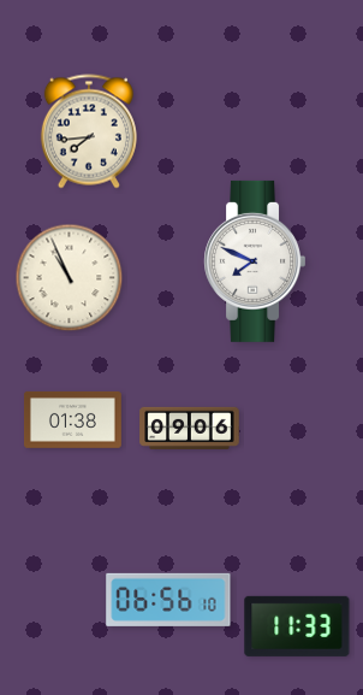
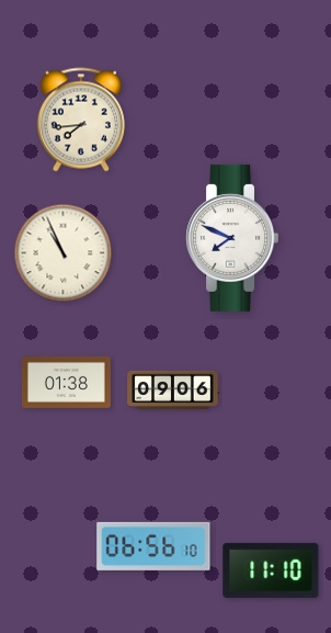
clock at (297, 626): 11:33 -> 11:10
